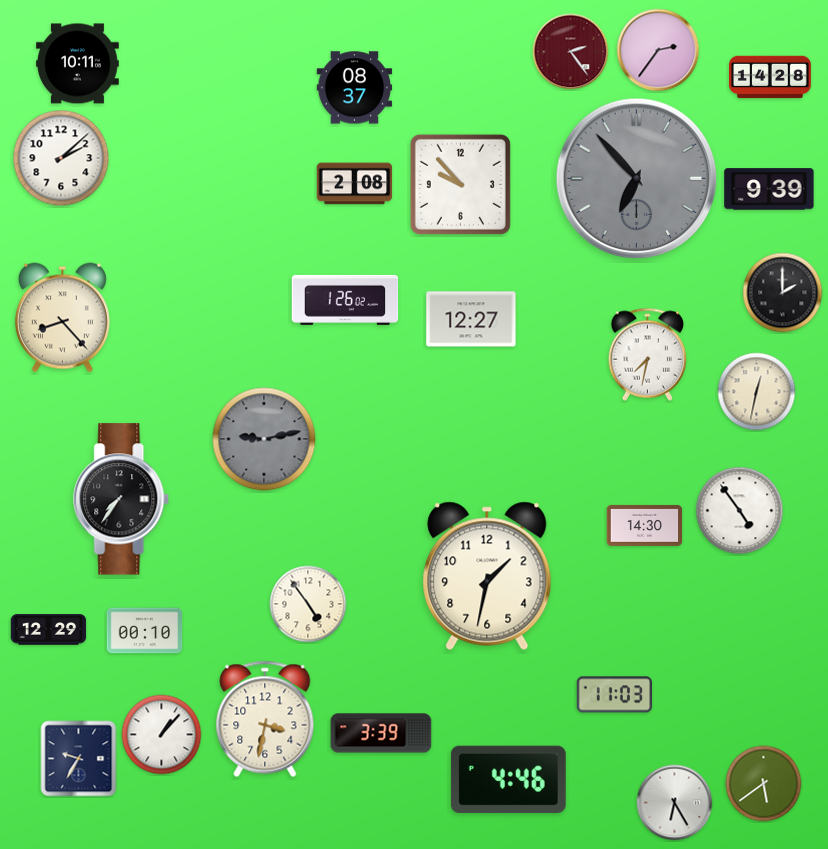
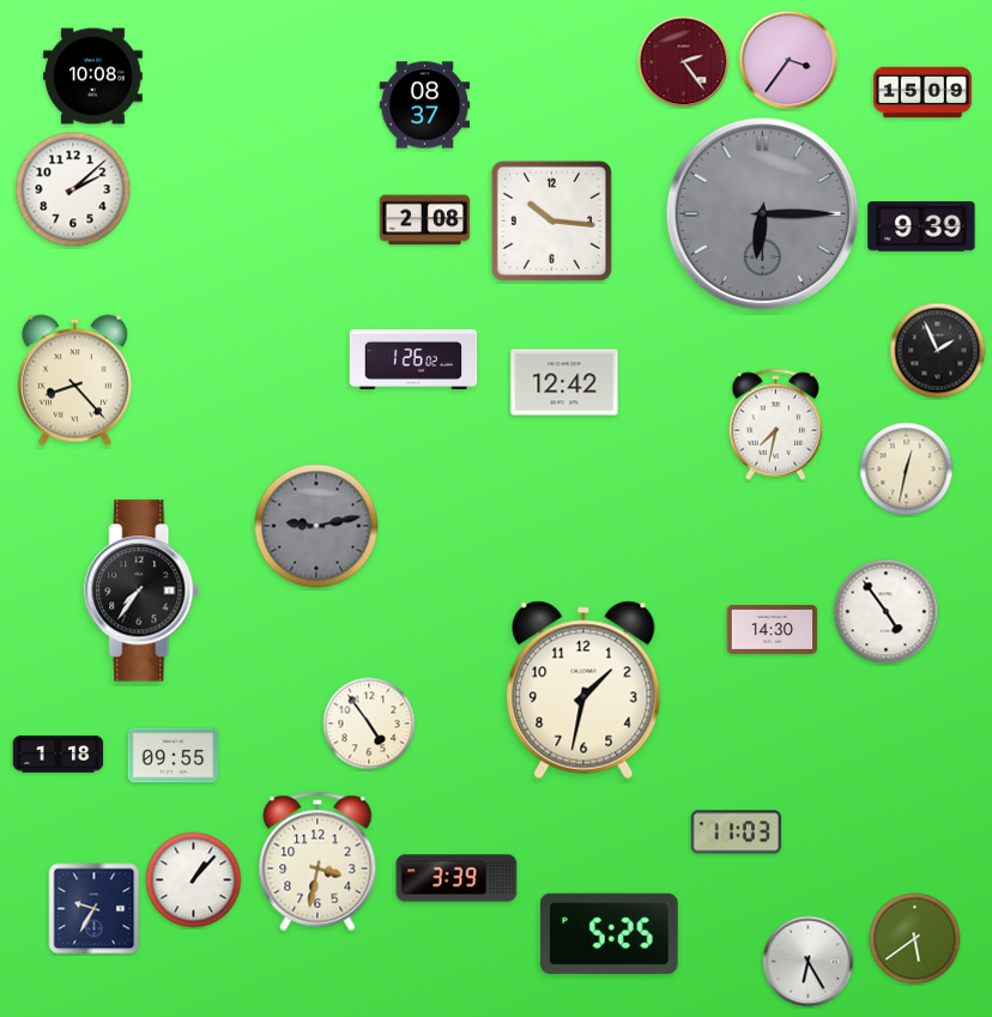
clock at (658, 50): 2:36 -> 3:36
clock at (78, 64): 10:11 -> 10:08
clock at (771, 77): 14:28 -> 15:09
clock at (637, 179): 6:53 -> 6:15
clock at (460, 184): 9:53 -> 10:16
clock at (783, 293): 2:00 -> 1:56
clock at (471, 319): 12:27 -> 12:42
clock at (122, 499) position: (122, 499) -> (143, 591)
clock at (49, 630): 12:29 -> 1:18
clock at (145, 631): 00:10 -> 09:55
clock at (508, 779): 4:46 -> 5:25
